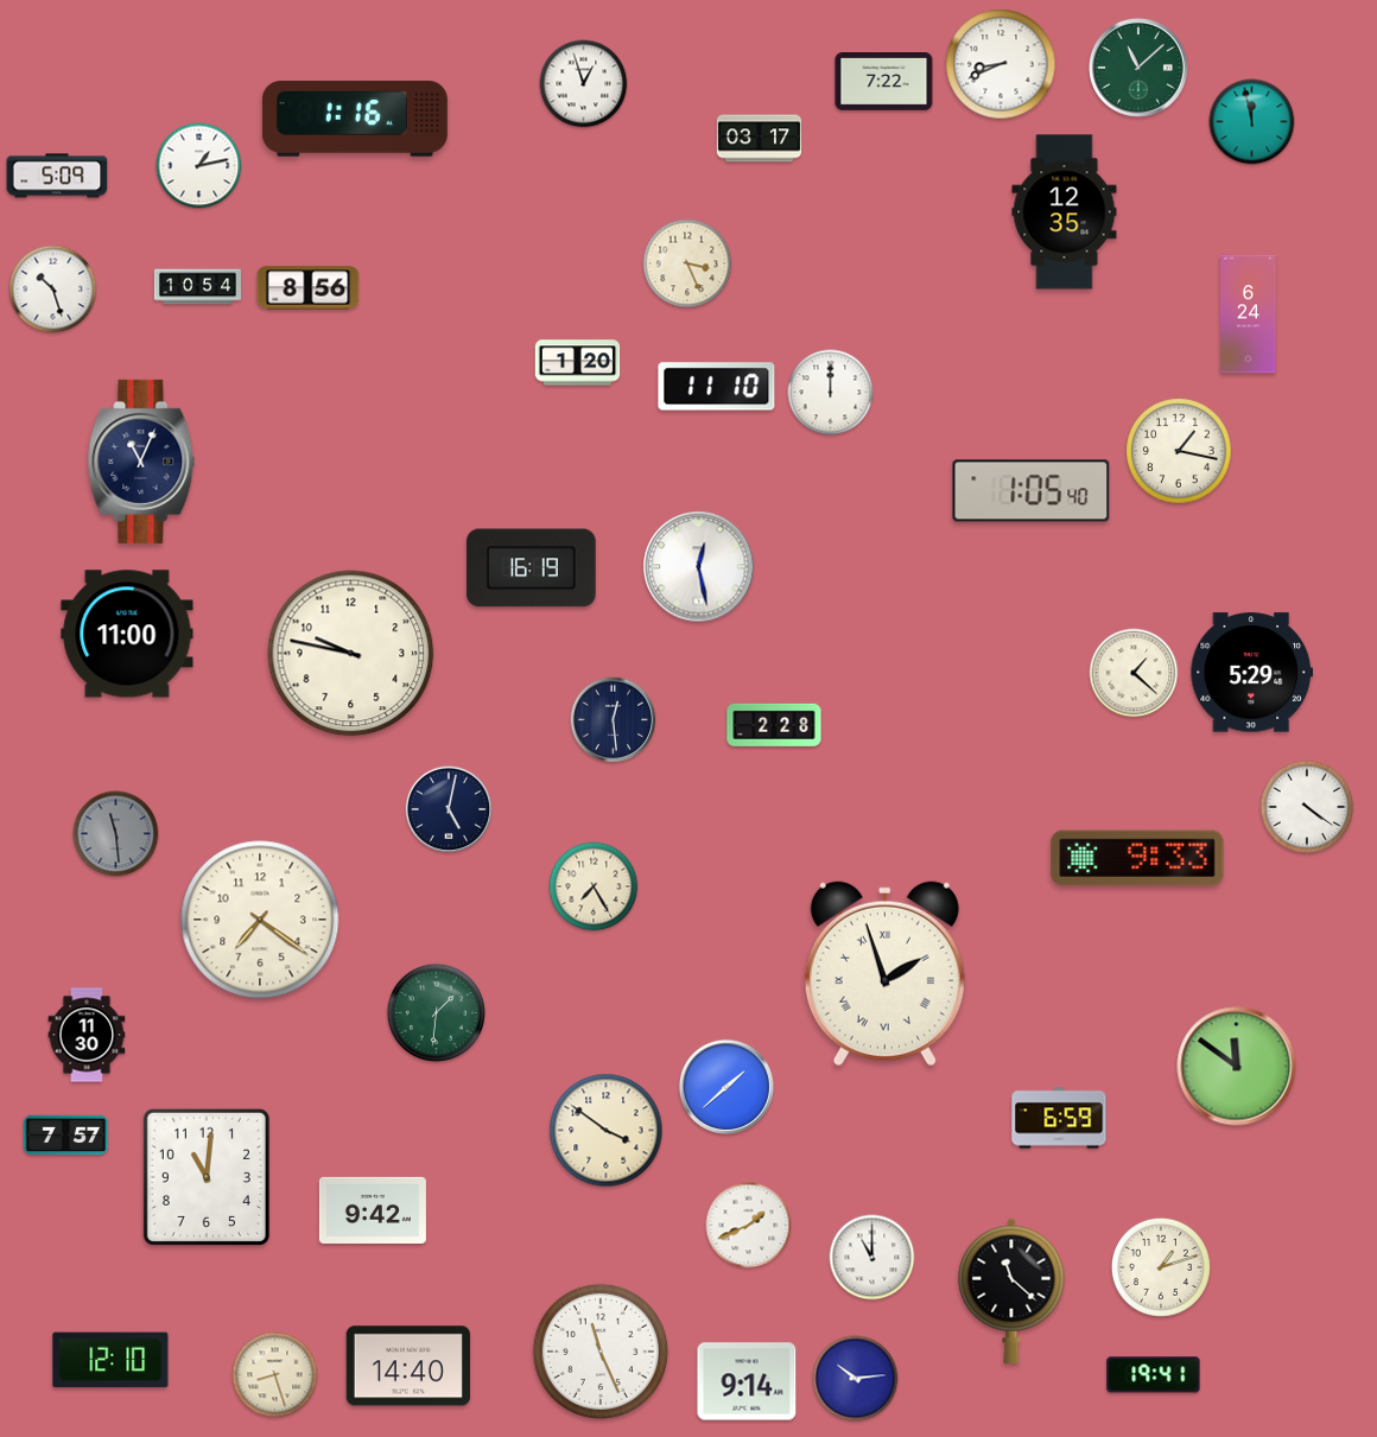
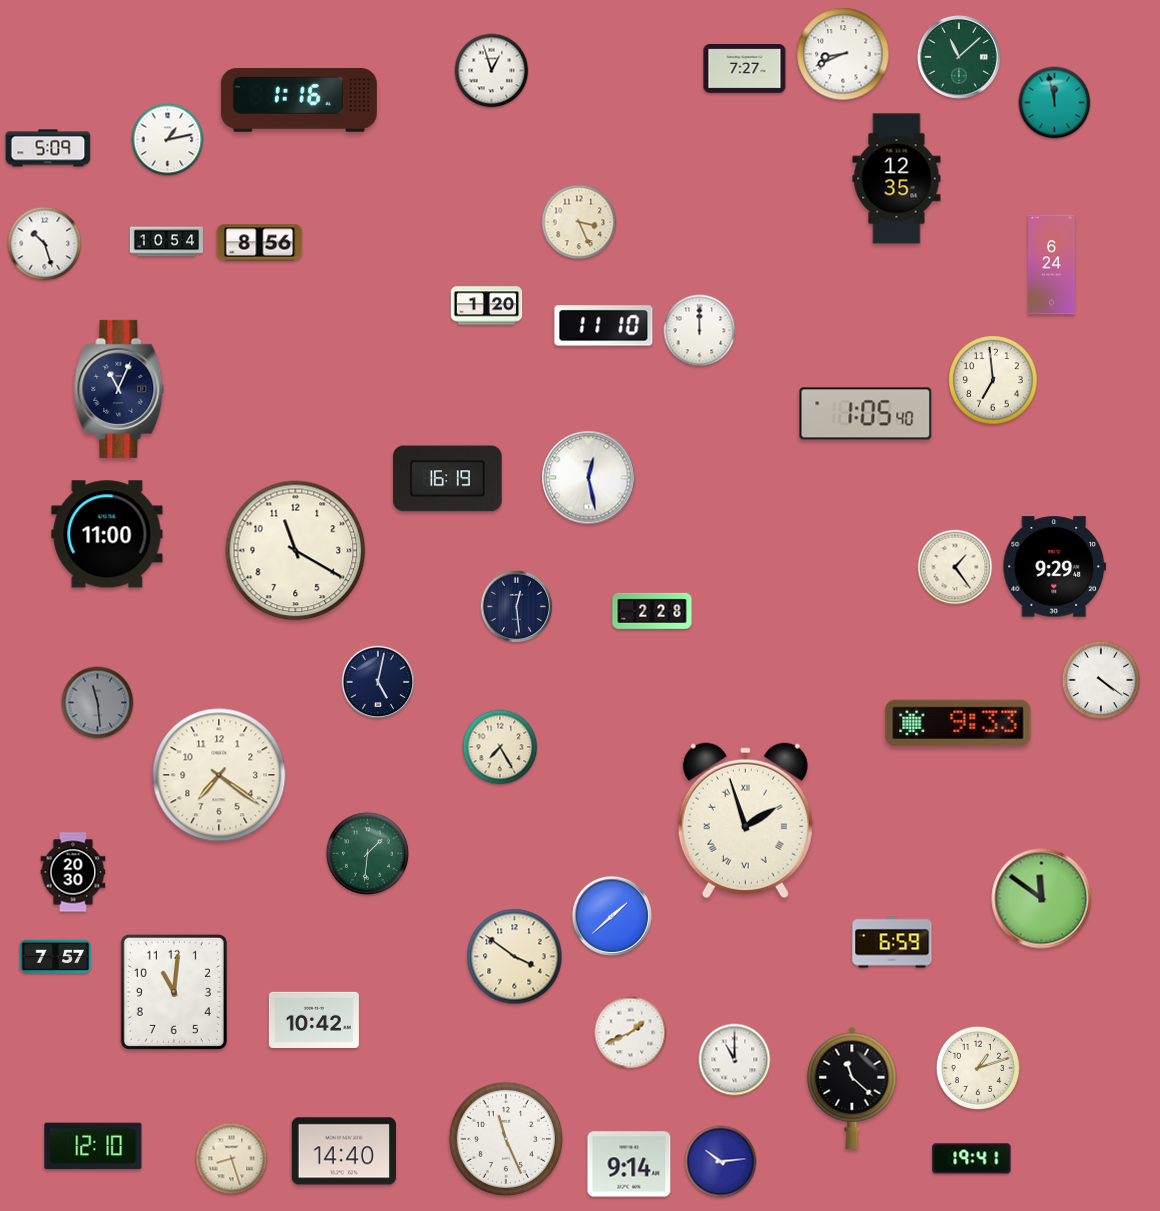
clock at (884, 82): 7:22 -> 7:27
clock at (760, 139): 03:17 -> none
clock at (1179, 451): 1:17 -> 6:59
clock at (1032, 491) position: (1032, 491) -> (866, 414)
clock at (351, 654): 9:47 -> 11:20
clock at (1134, 673): 1:22 -> 1:24
clock at (1252, 673): 5:29 -> 9:29
clock at (87, 1035): 11:30 -> 20:30
clock at (607, 1131) position: (607, 1131) -> (515, 957)
clock at (373, 1210): 9:42 -> 10:42
